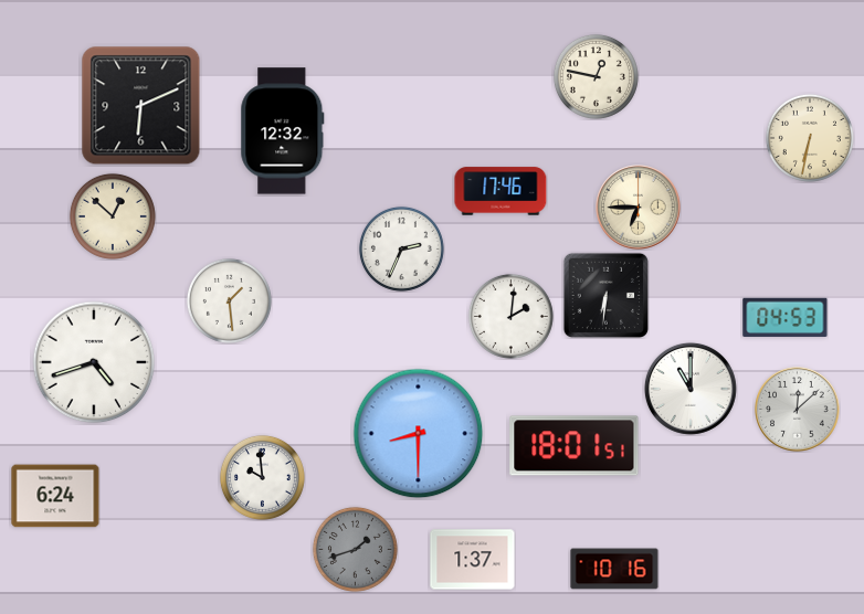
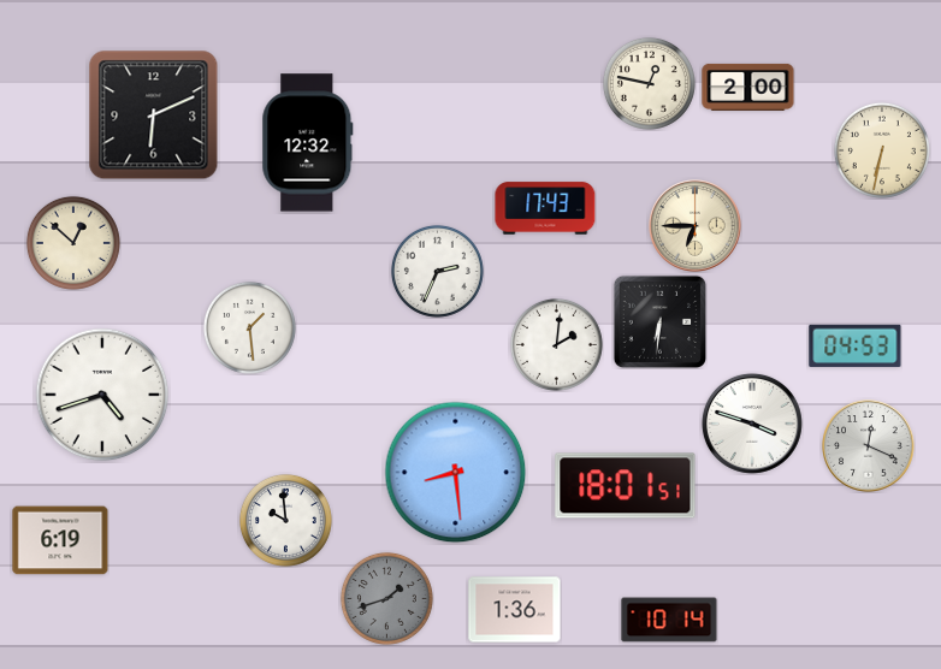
clock at (748, 87): none -> 2:00
clock at (501, 191): 17:46 -> 17:43
clock at (113, 216) position: (113, 216) -> (73, 243)
clock at (691, 389): 11:00 -> 3:48
clock at (798, 410): 12:08 -> 12:19
clock at (419, 434): 8:30 -> 8:29
clock at (55, 496): 6:24 -> 6:19
clock at (473, 560): 1:37 -> 1:36
clock at (614, 569): 10:16 -> 10:14
